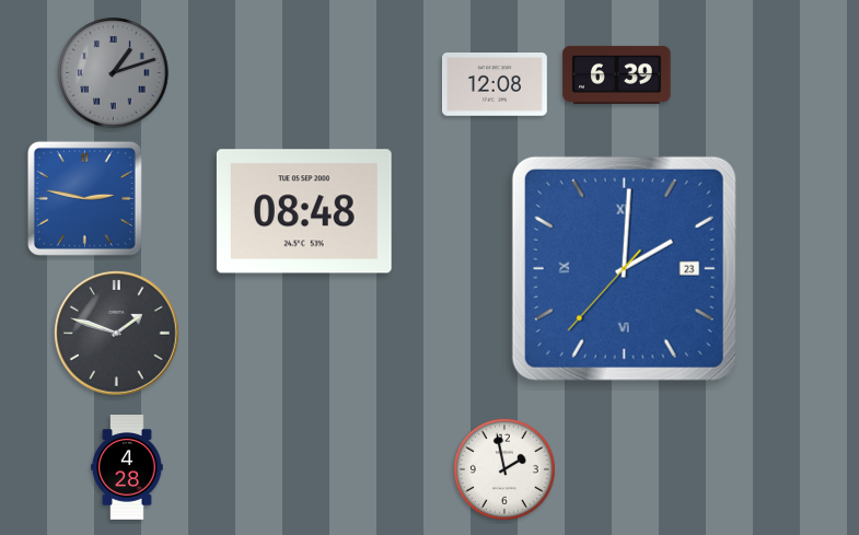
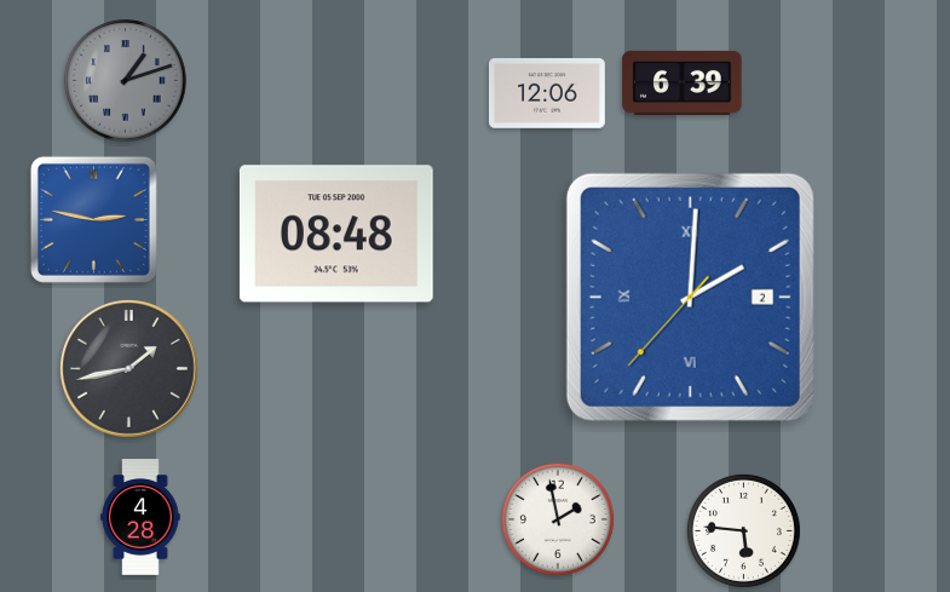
clock at (495, 85): 12:08 -> 12:06
clock at (624, 268) date: 23 -> 2
clock at (117, 334): 1:48 -> 1:43
clock at (743, 530): none -> 5:46
